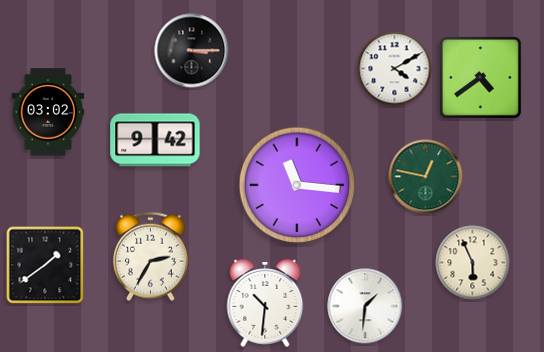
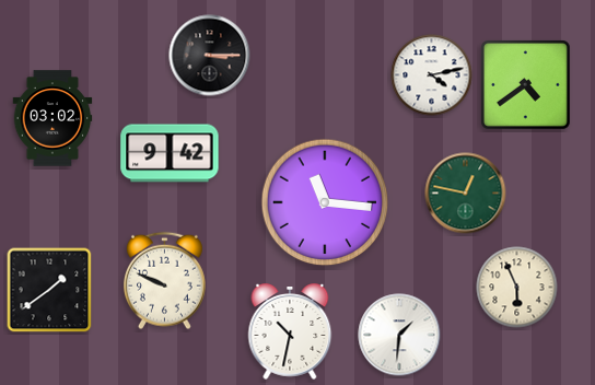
clock at (395, 69): 4:10 -> 4:13
clock at (48, 112) position: (48, 112) -> (52, 118)
clock at (151, 257): 2:35 -> 9:49
clock at (265, 303): 10:31 -> 10:32
